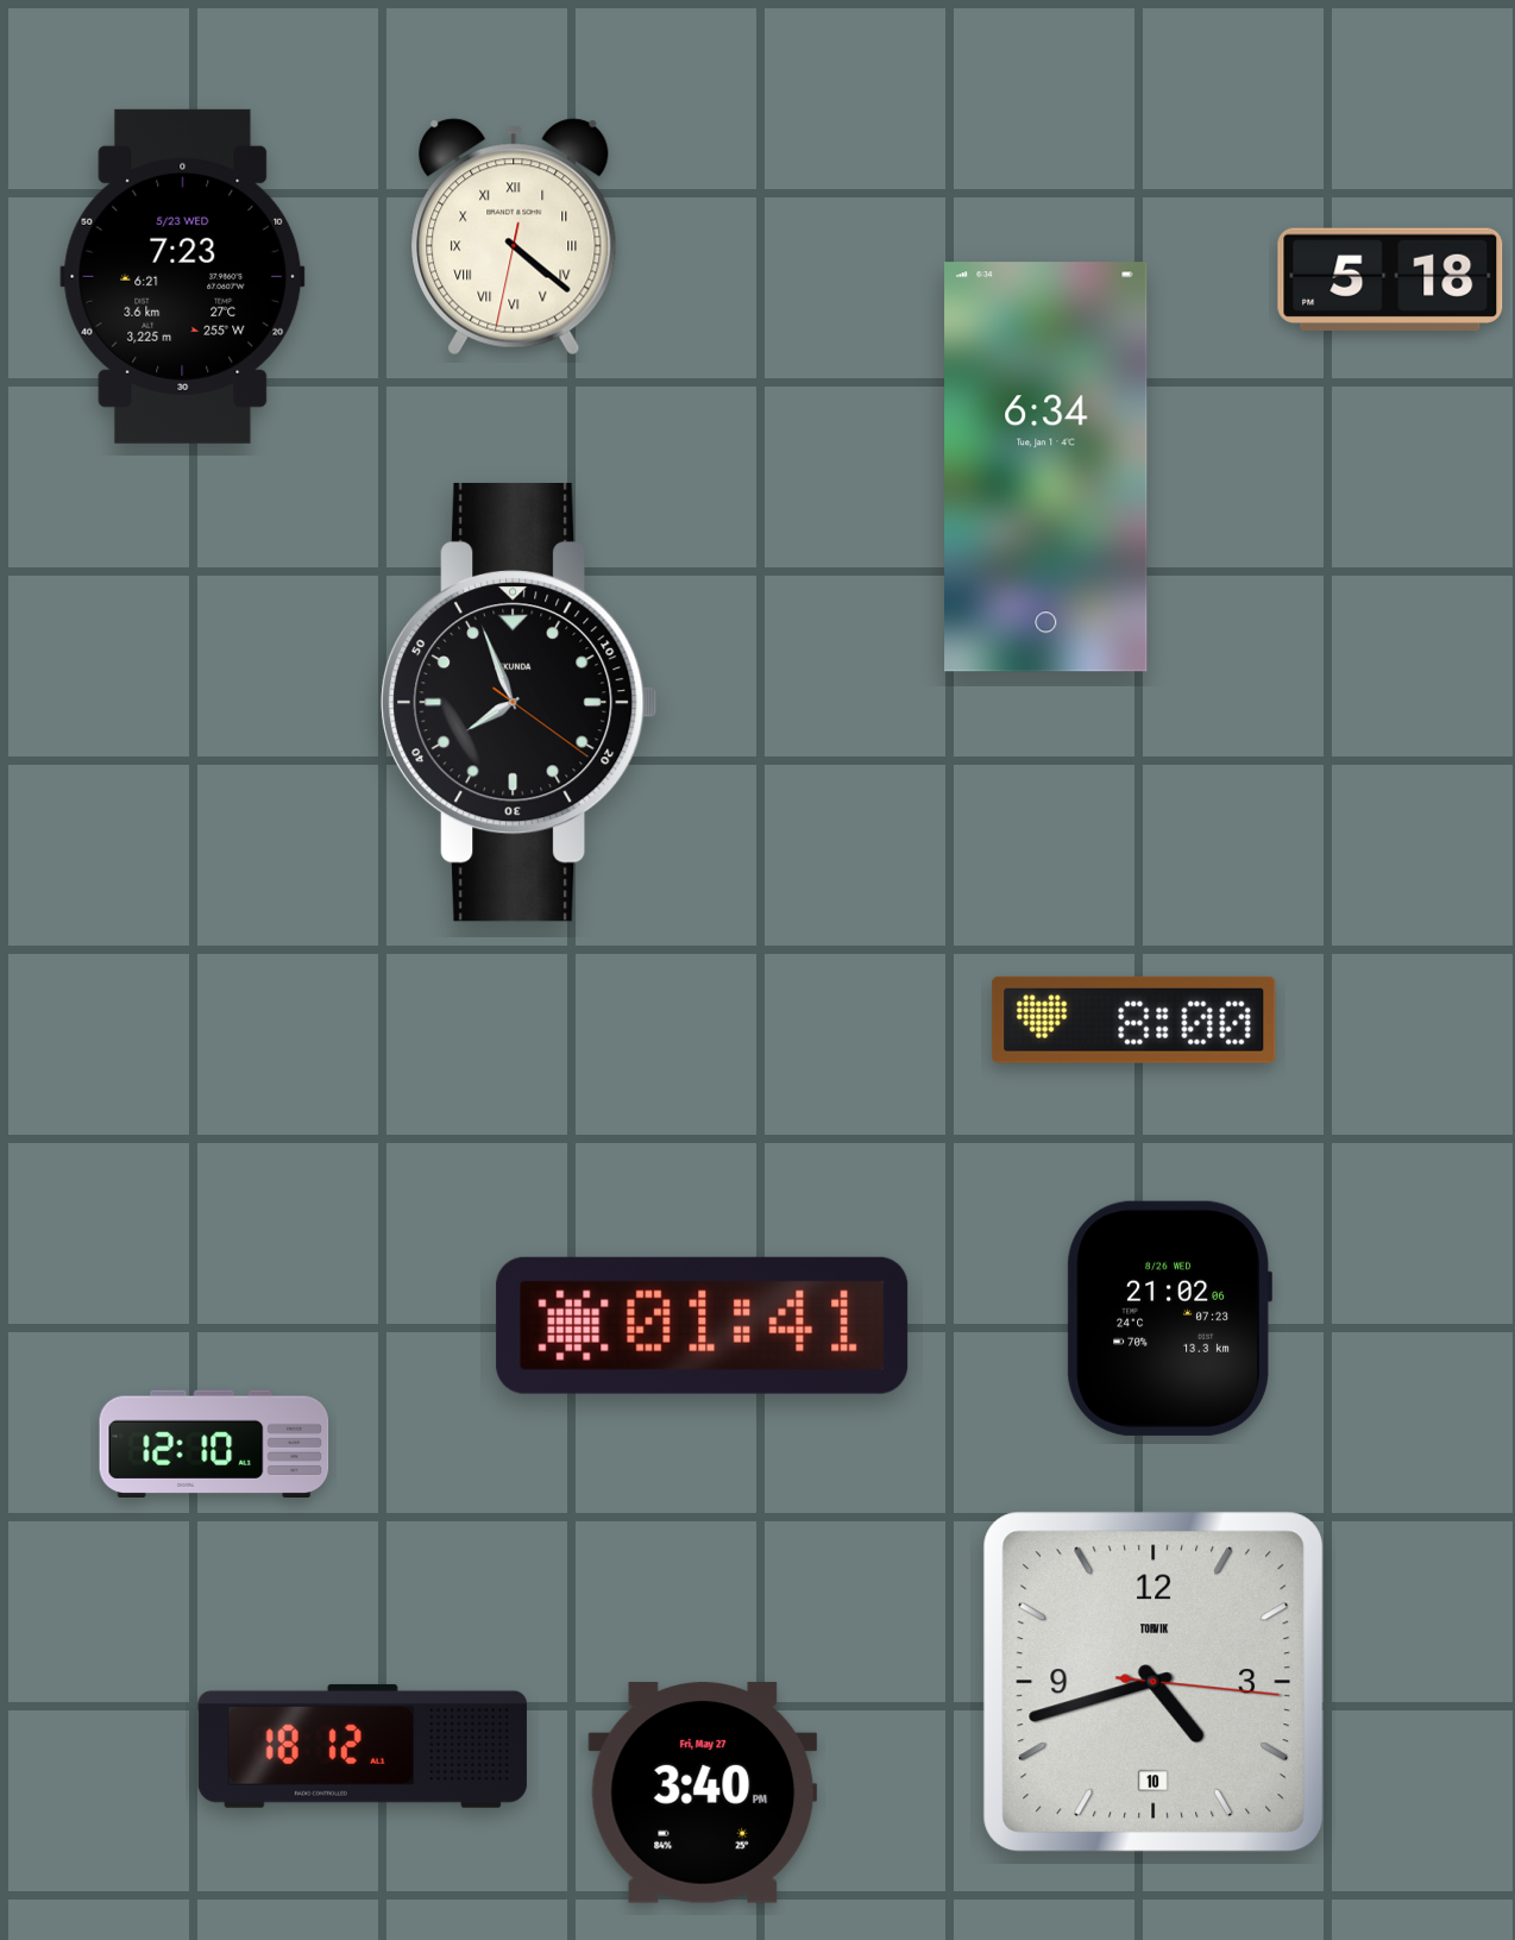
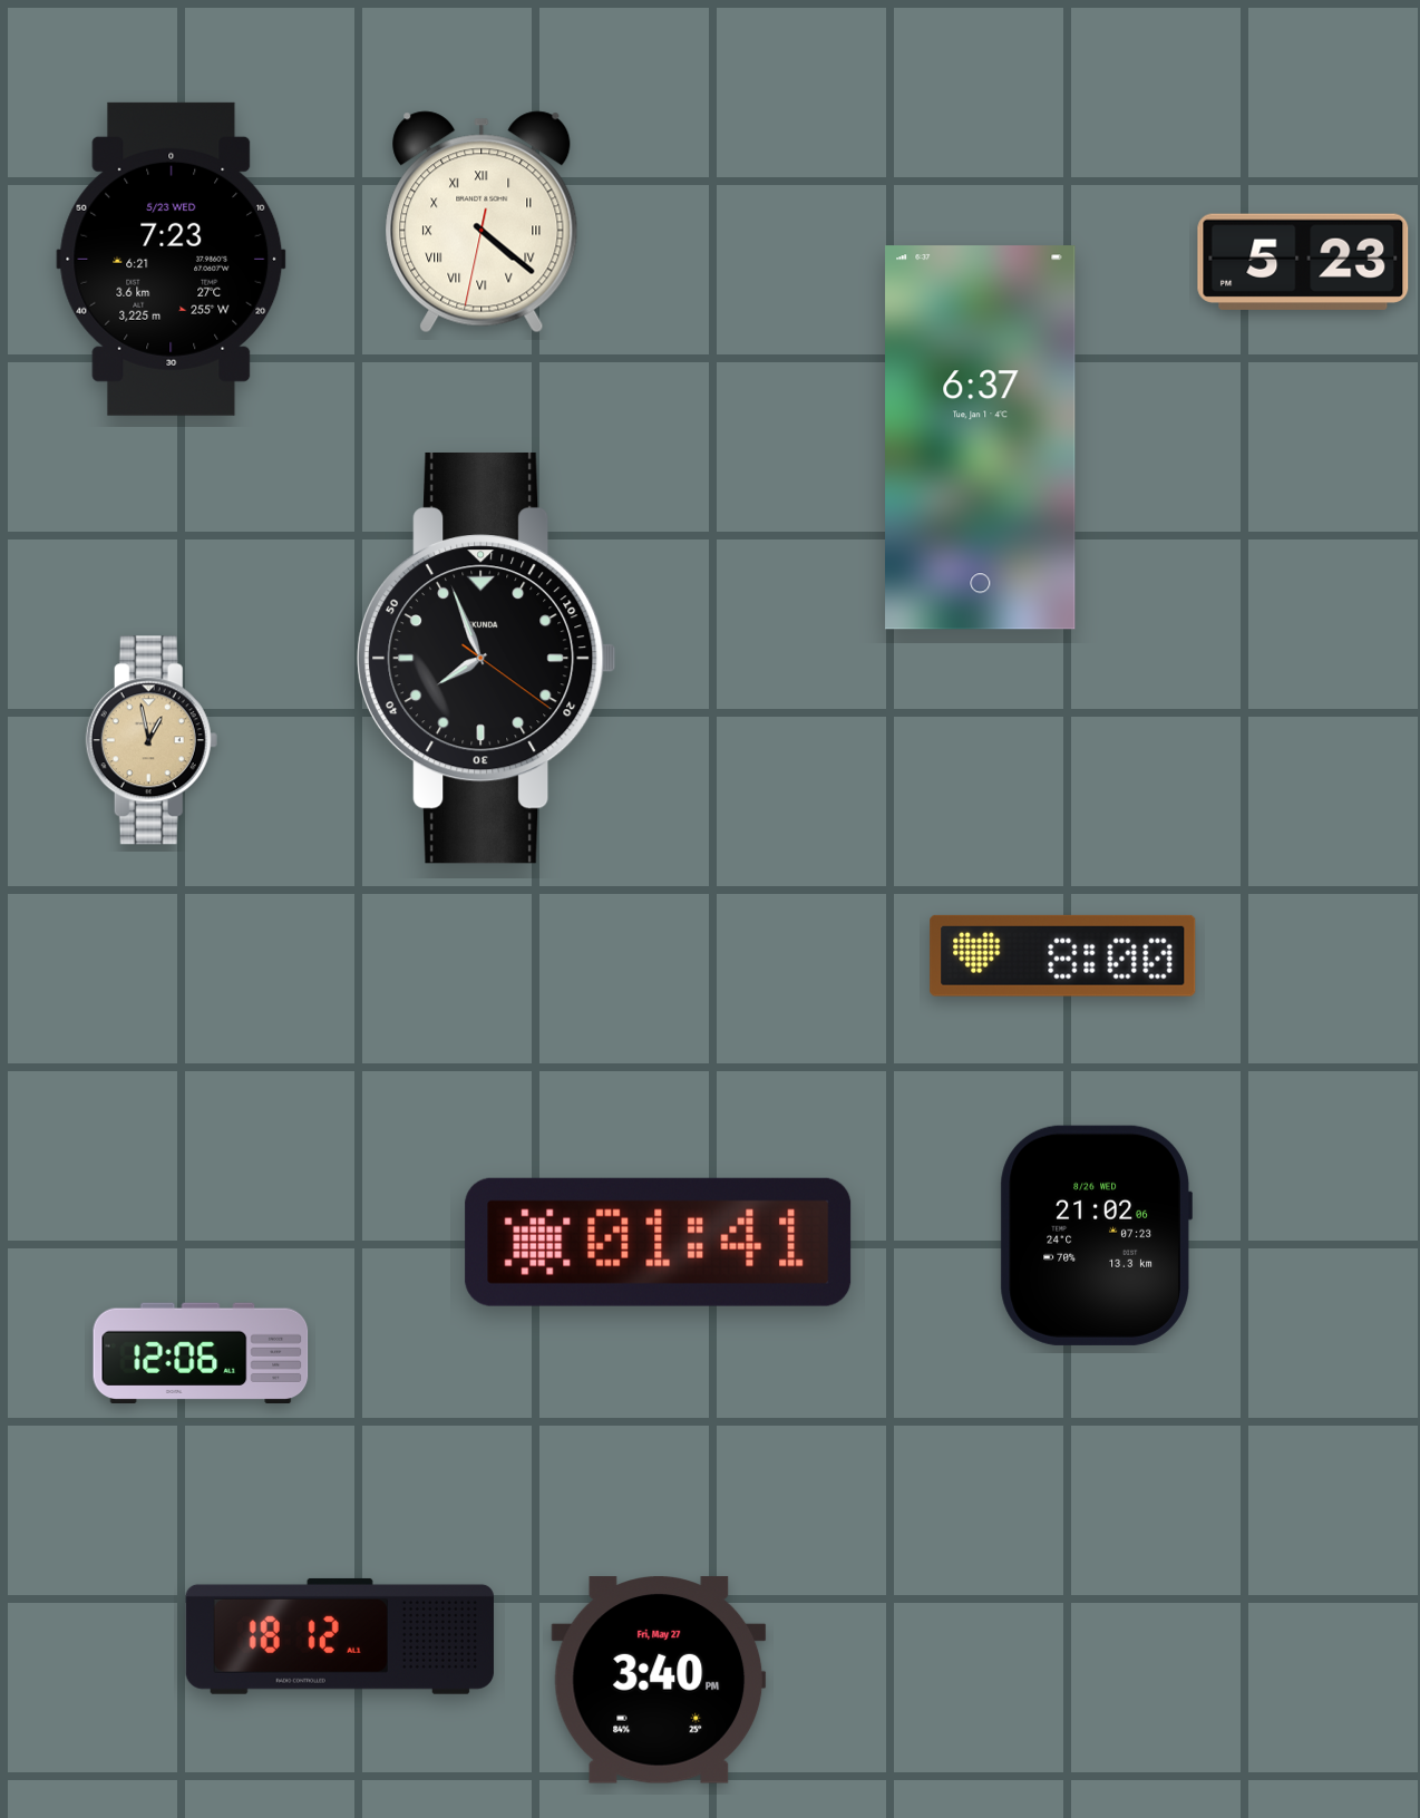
clock at (1390, 280): 5:18 -> 5:23
clock at (1046, 467): 6:34 -> 6:37
clock at (152, 740): none -> 12:58
clock at (214, 1443): 12:10 -> 12:06
clock at (1153, 1682): 4:42 -> none
